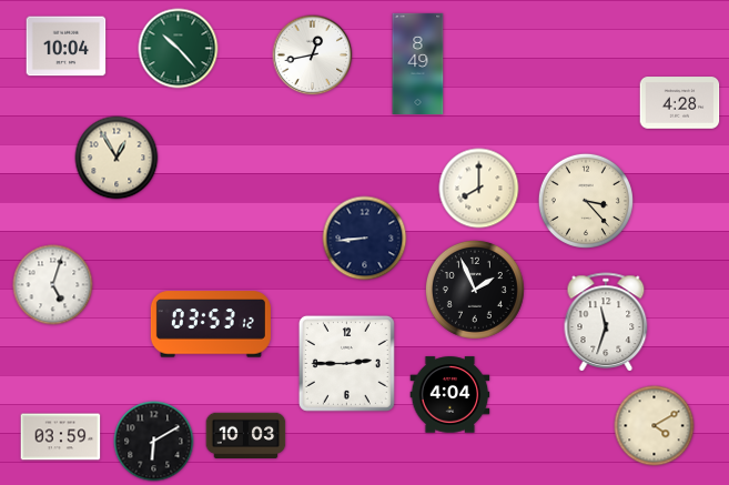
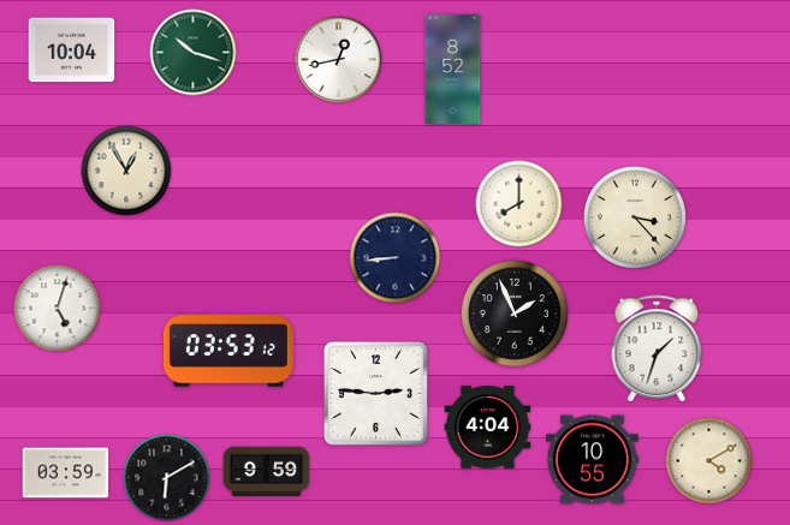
clock at (179, 49): 10:23 -> 10:18
clock at (418, 63): 8:49 -> 8:52
clock at (680, 103): 4:28 -> none
clock at (606, 322): 11:33 -> 1:33
clock at (346, 363): 2:45 -> 2:46
clock at (593, 460): none -> 10:55
clock at (246, 435): 10:03 -> 9:59
